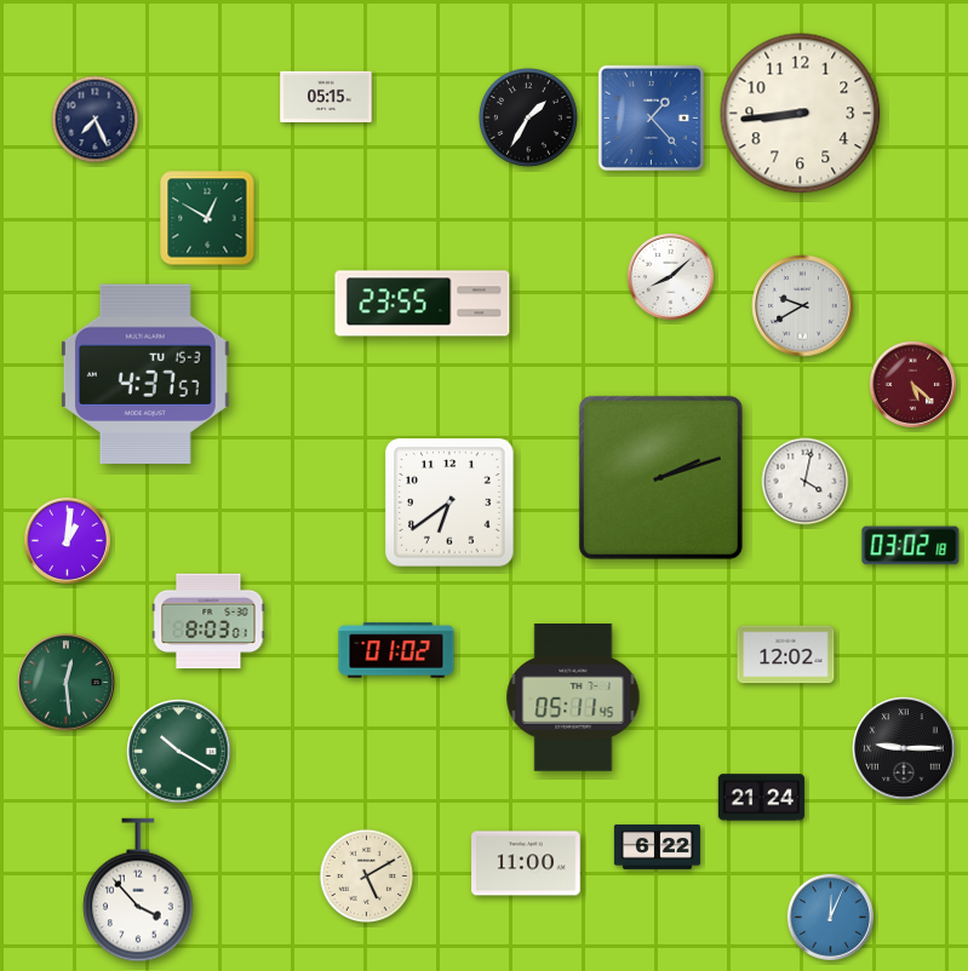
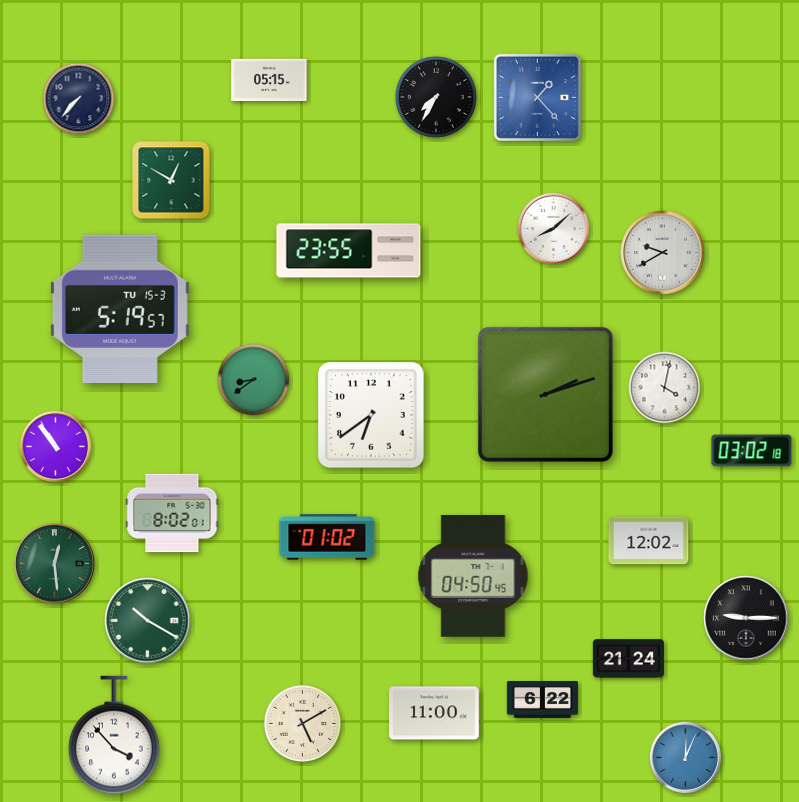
clock at (801, 114): 8:44 -> none
clock at (528, 117): 1:35 -> 7:35
clock at (96, 120): 7:26 -> 7:37
clock at (145, 374): 4:37 -> 5:19
clock at (912, 384): 5:22 -> none
clock at (254, 380): none -> 8:39
clock at (806, 482) position: (806, 482) -> (665, 388)
clock at (67, 540): 1:01 -> 10:54
clock at (208, 621): 8:03 -> 8:02
clock at (573, 699): 05:11 -> 04:50
